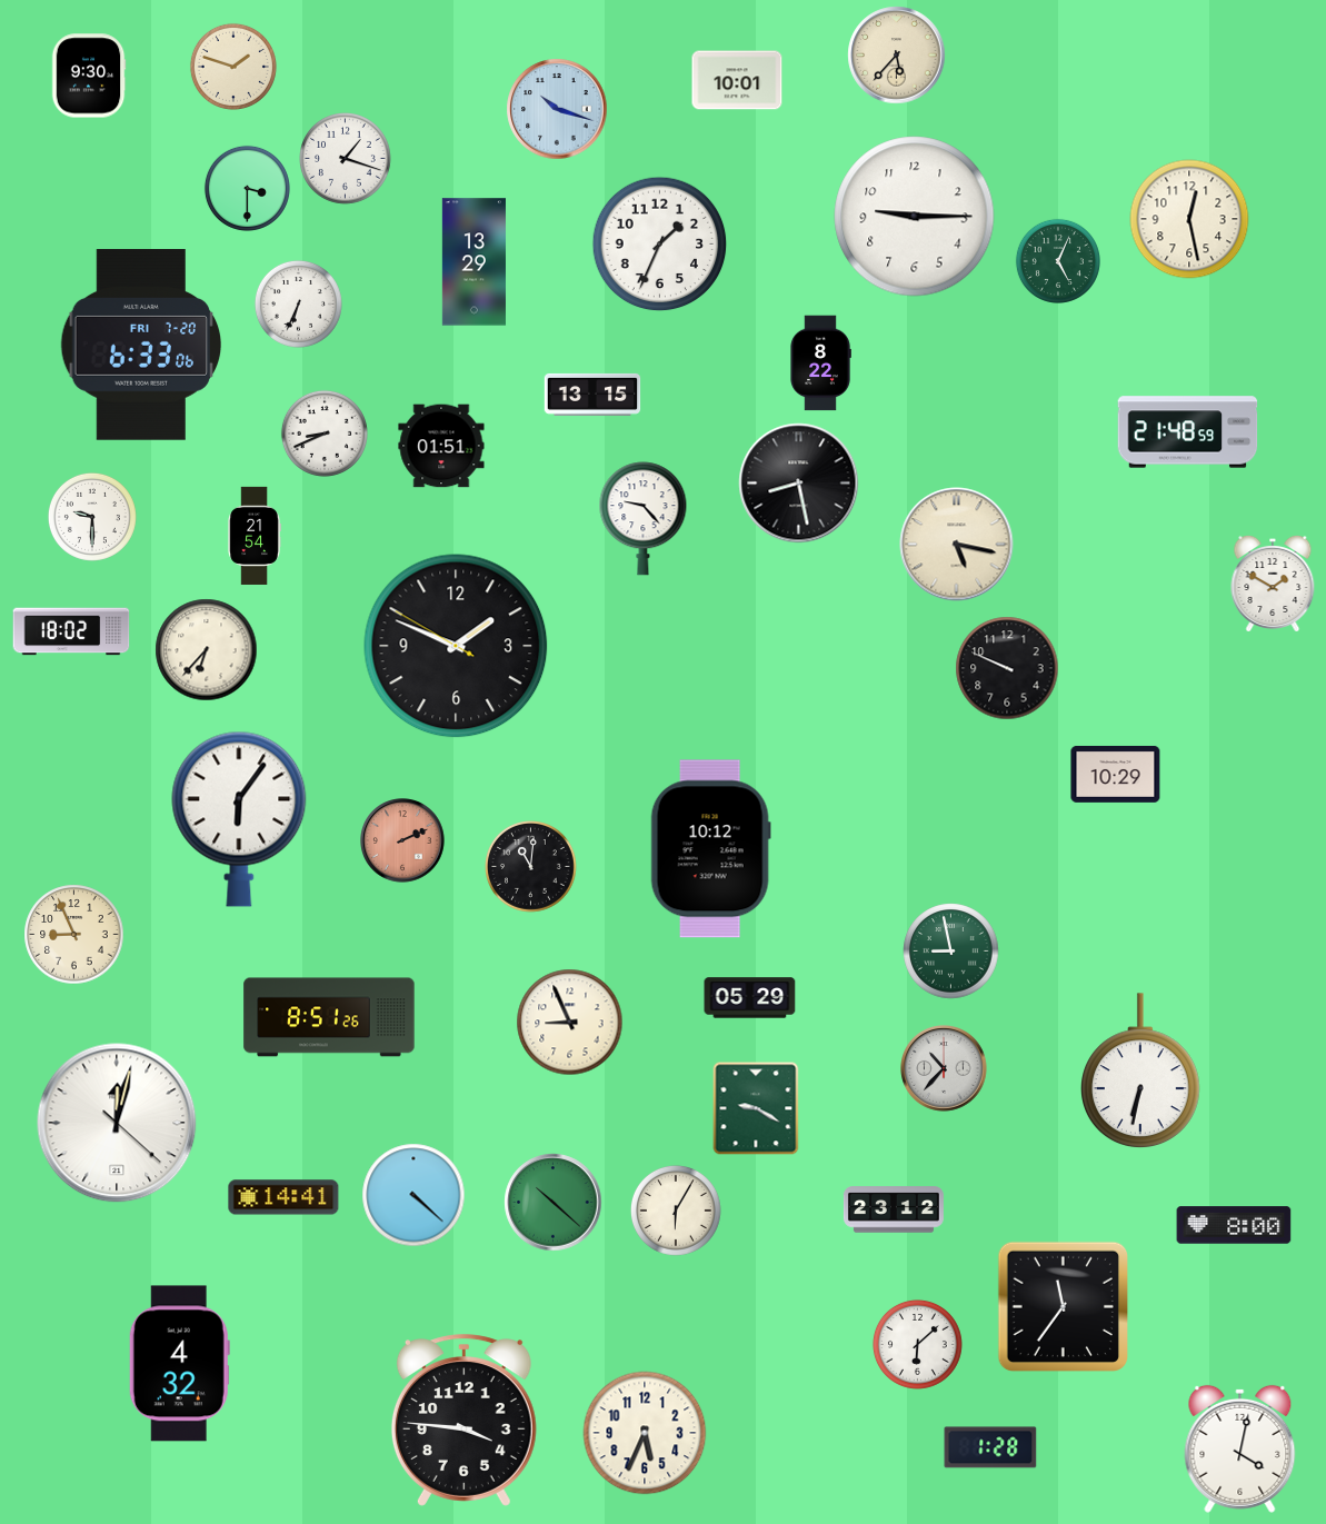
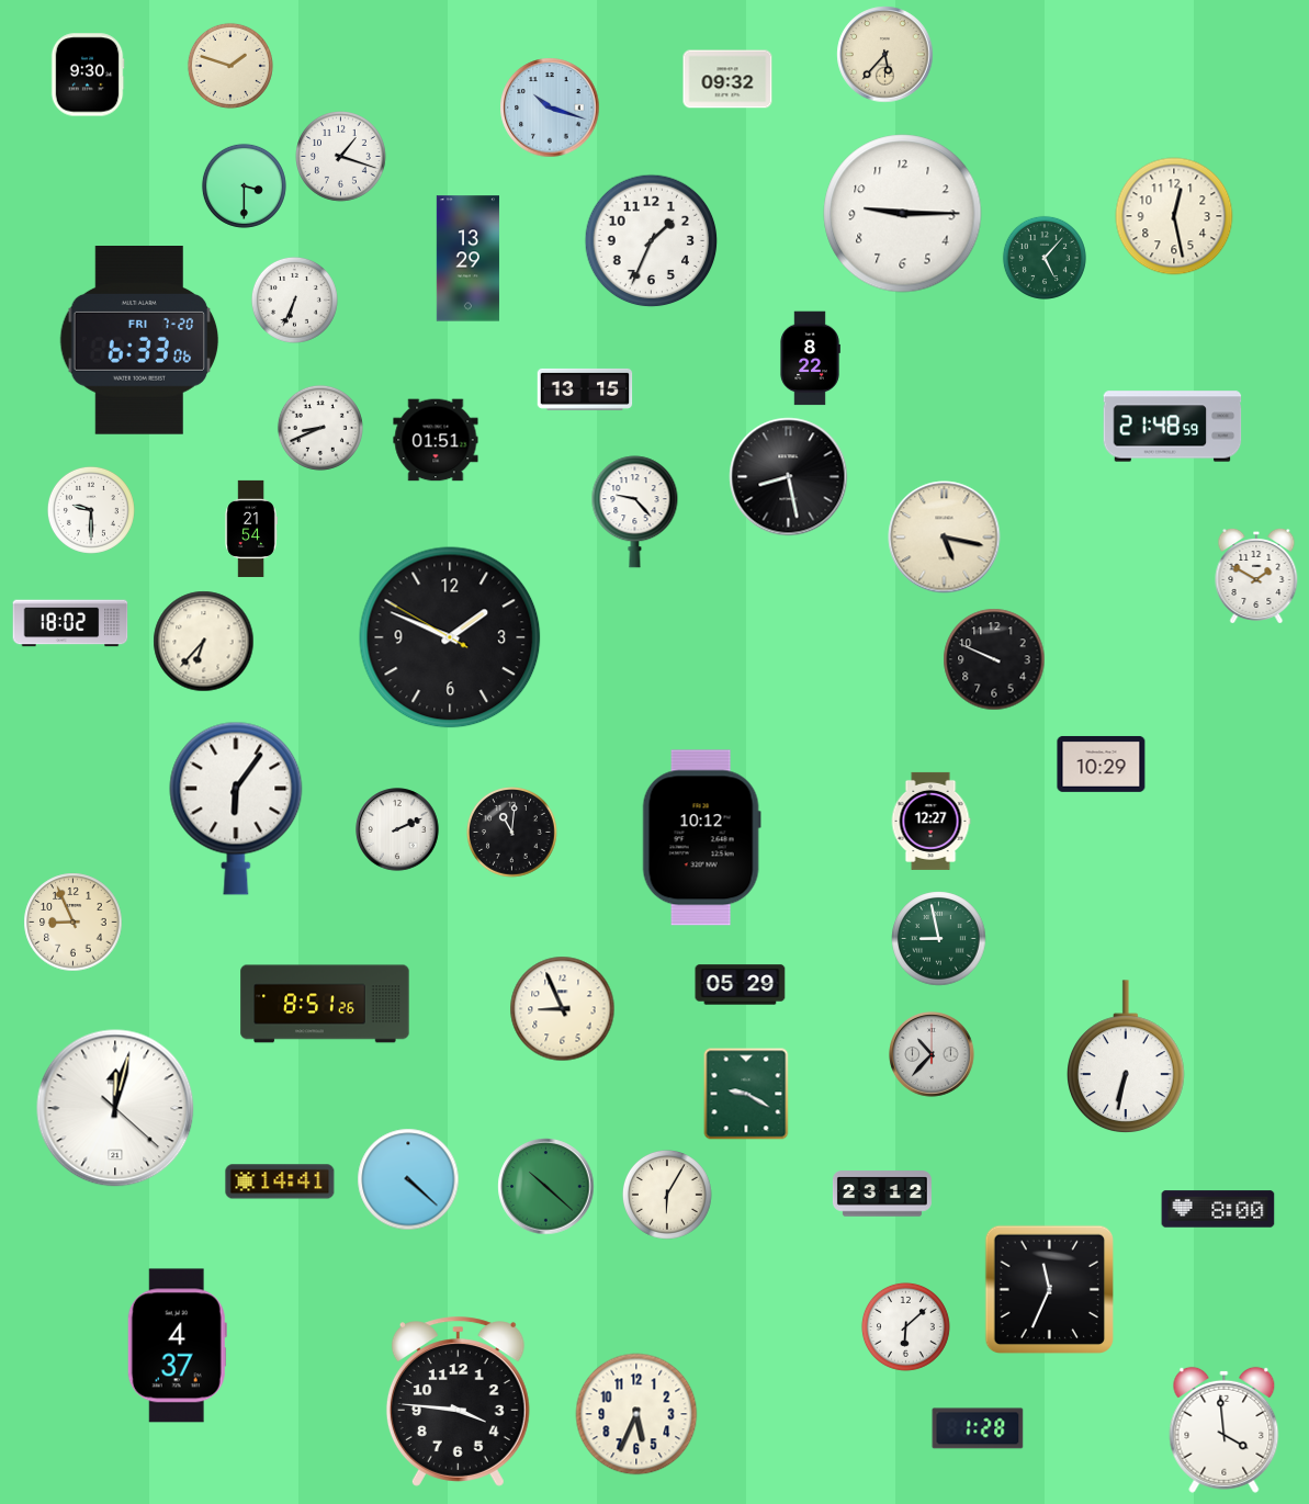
clock at (737, 80): 10:01 -> 09:32
clock at (1058, 261): 5:04 -> 5:07
clock at (930, 821): none -> 12:27
clock at (402, 840) dial: salmon -> white
clock at (531, 867) position: (531, 867) -> (512, 833)
clock at (1063, 1306): 11:36 -> 11:34
clock at (179, 1364): 4:32 -> 4:37
clock at (1240, 1448): 4:02 -> 3:59
